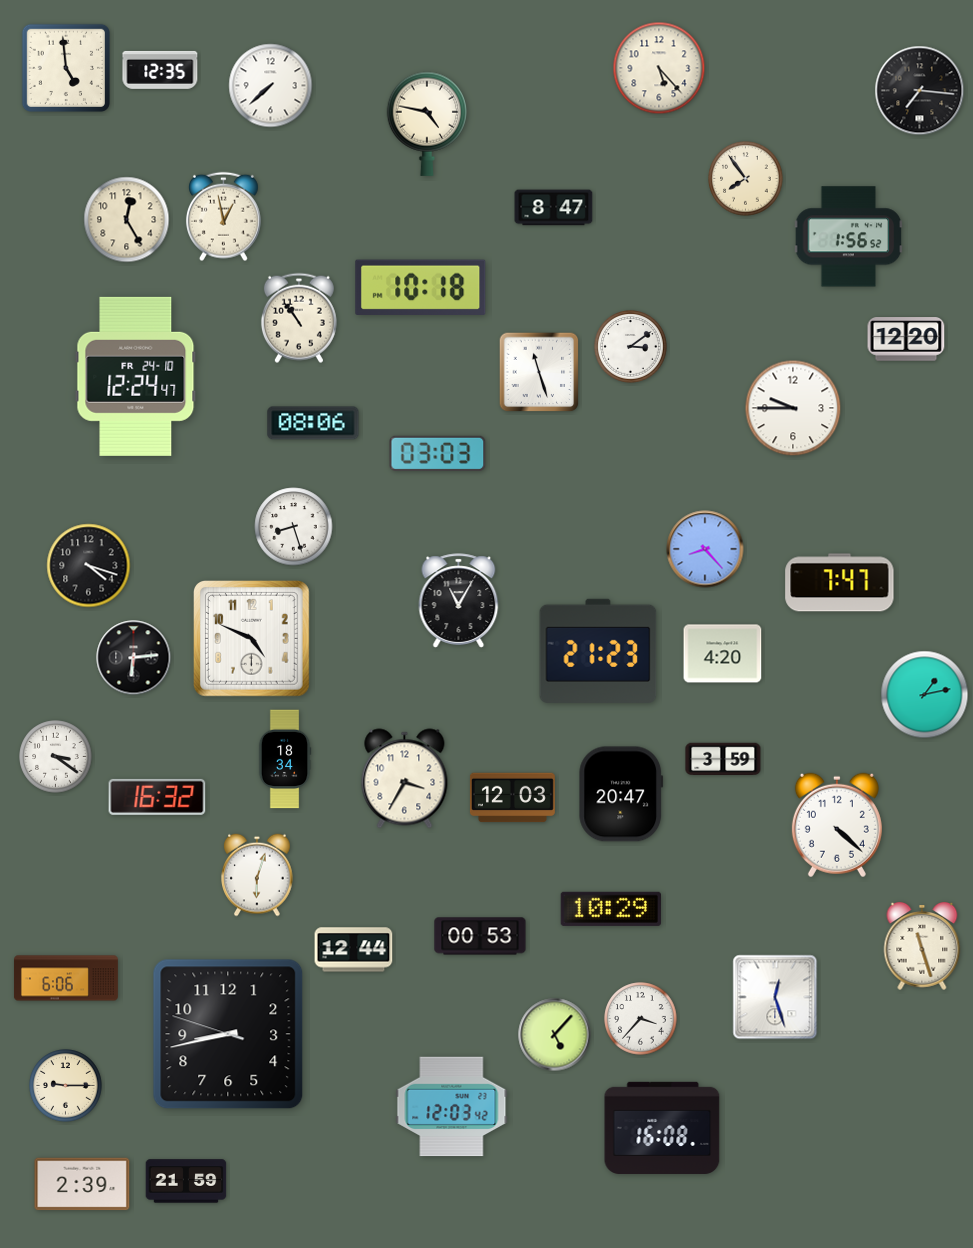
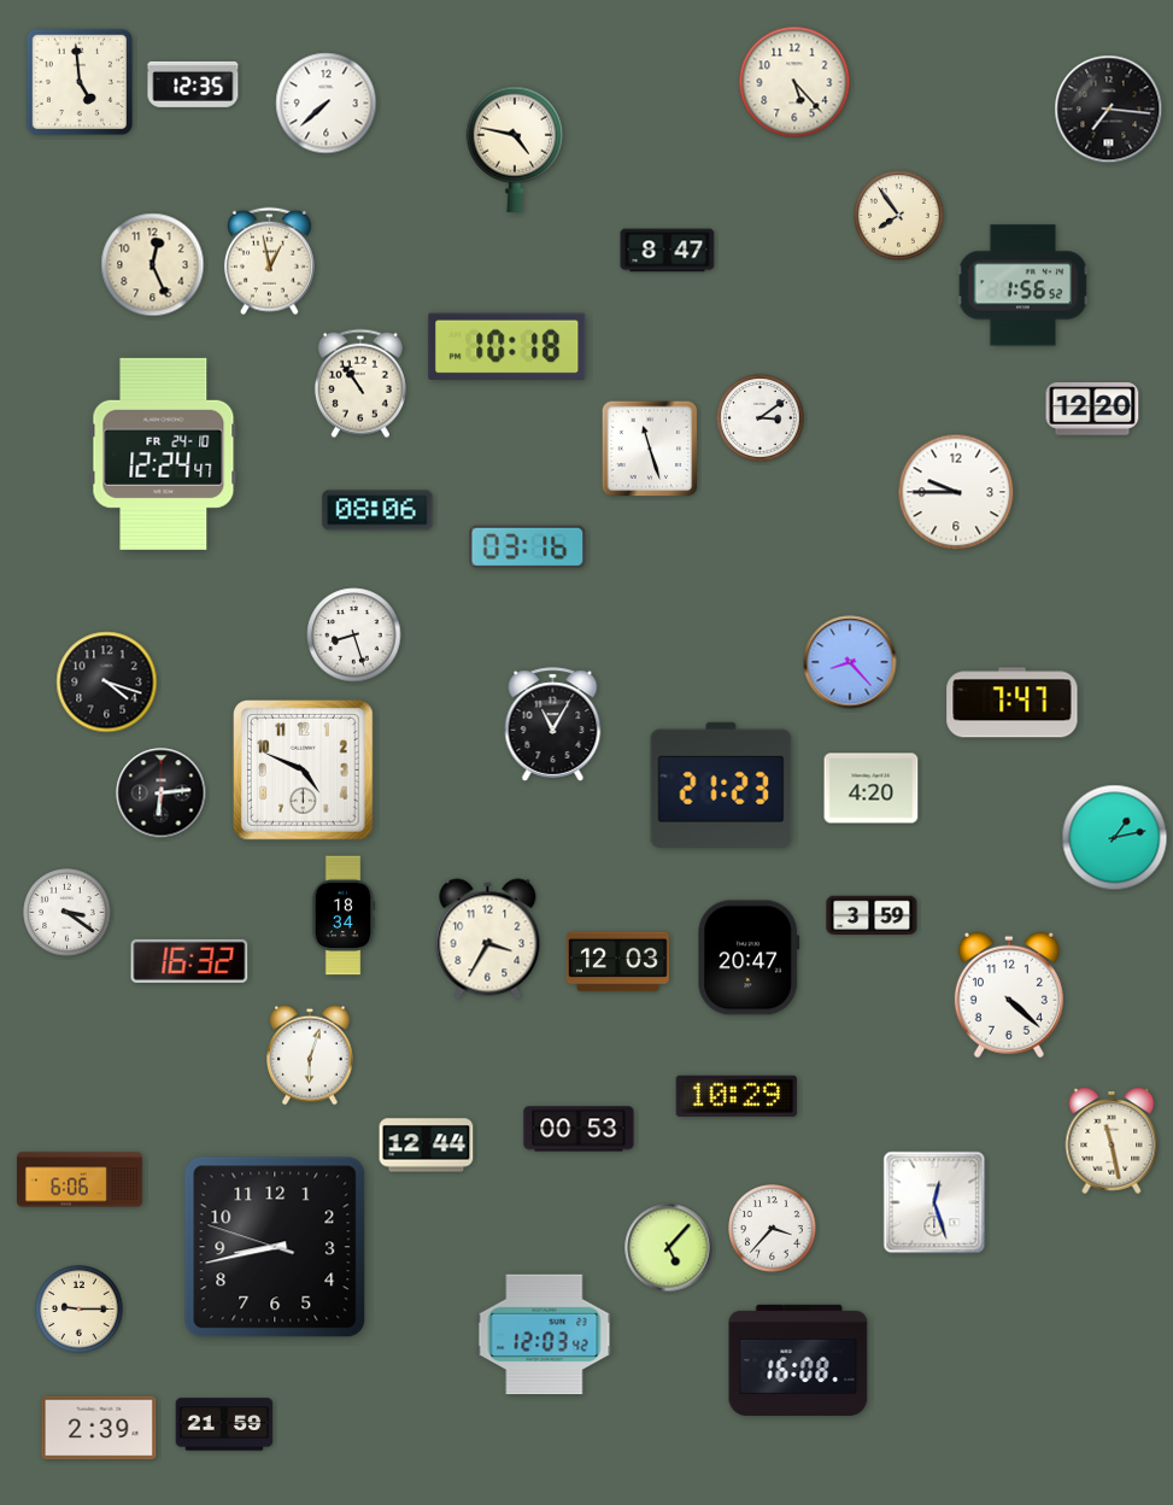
clock at (127, 220): 12:25 -> 12:26
clock at (438, 453): 03:03 -> 03:16
clock at (922, 947): 11:27 -> 11:28
